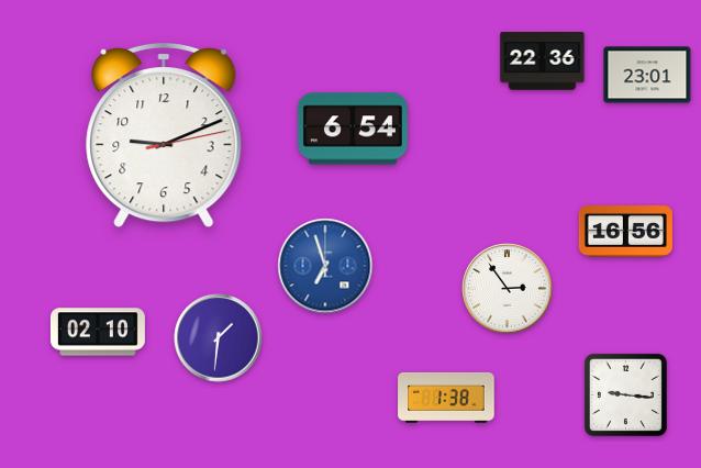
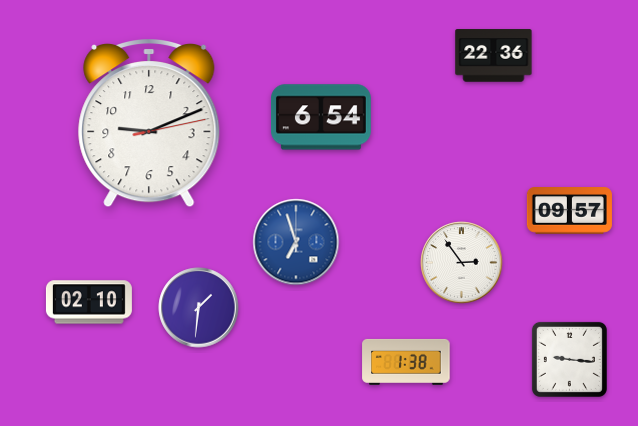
clock at (647, 75): 23:01 -> none
clock at (625, 232): 16:56 -> 09:57
